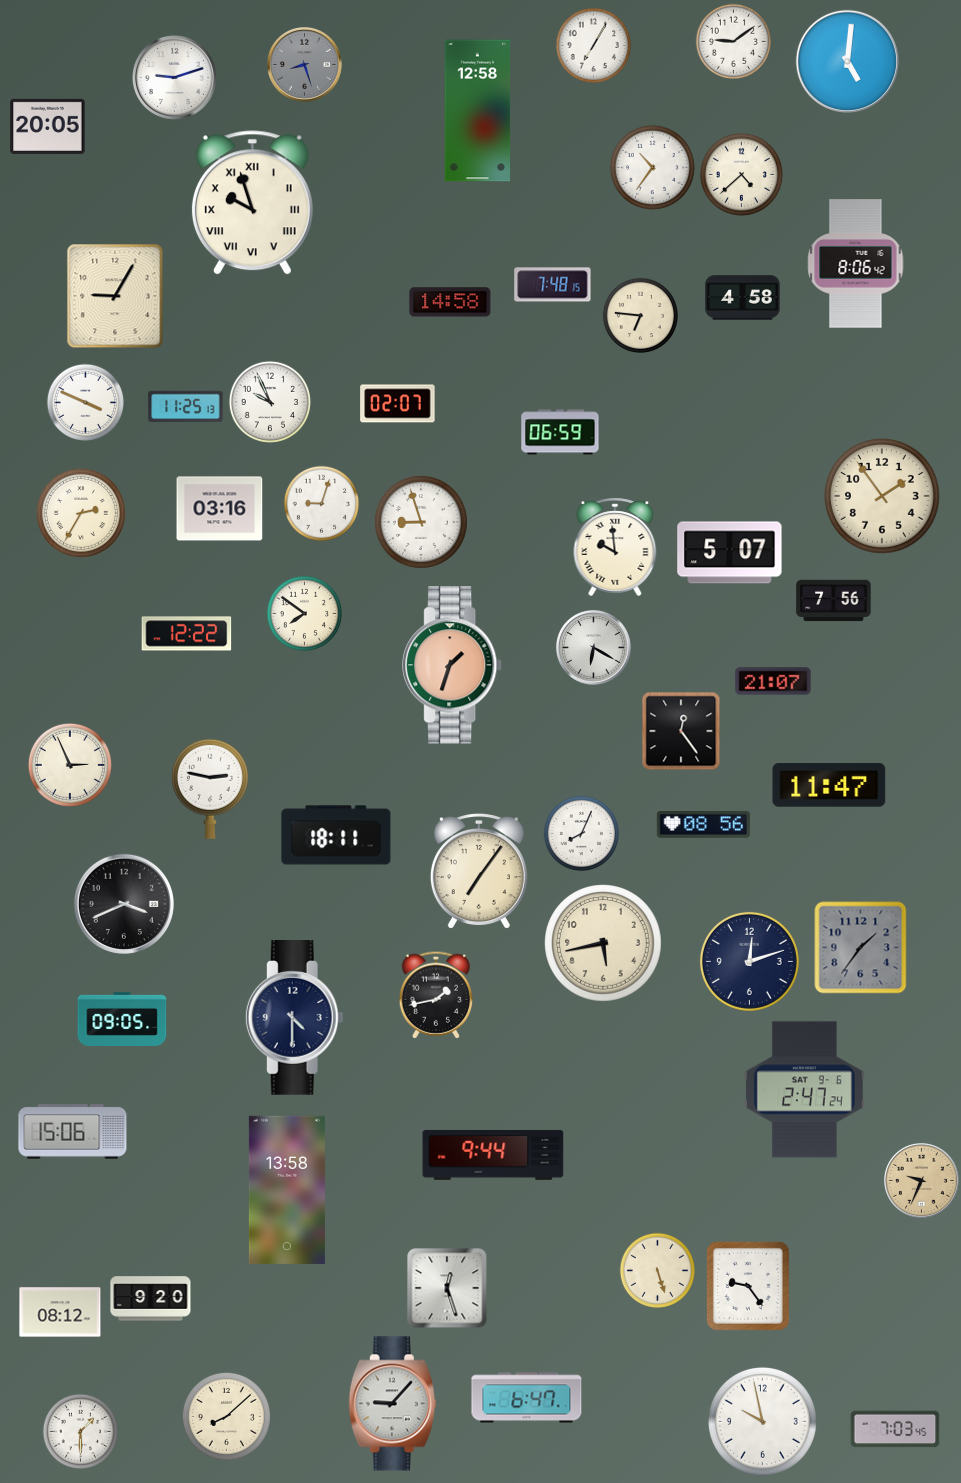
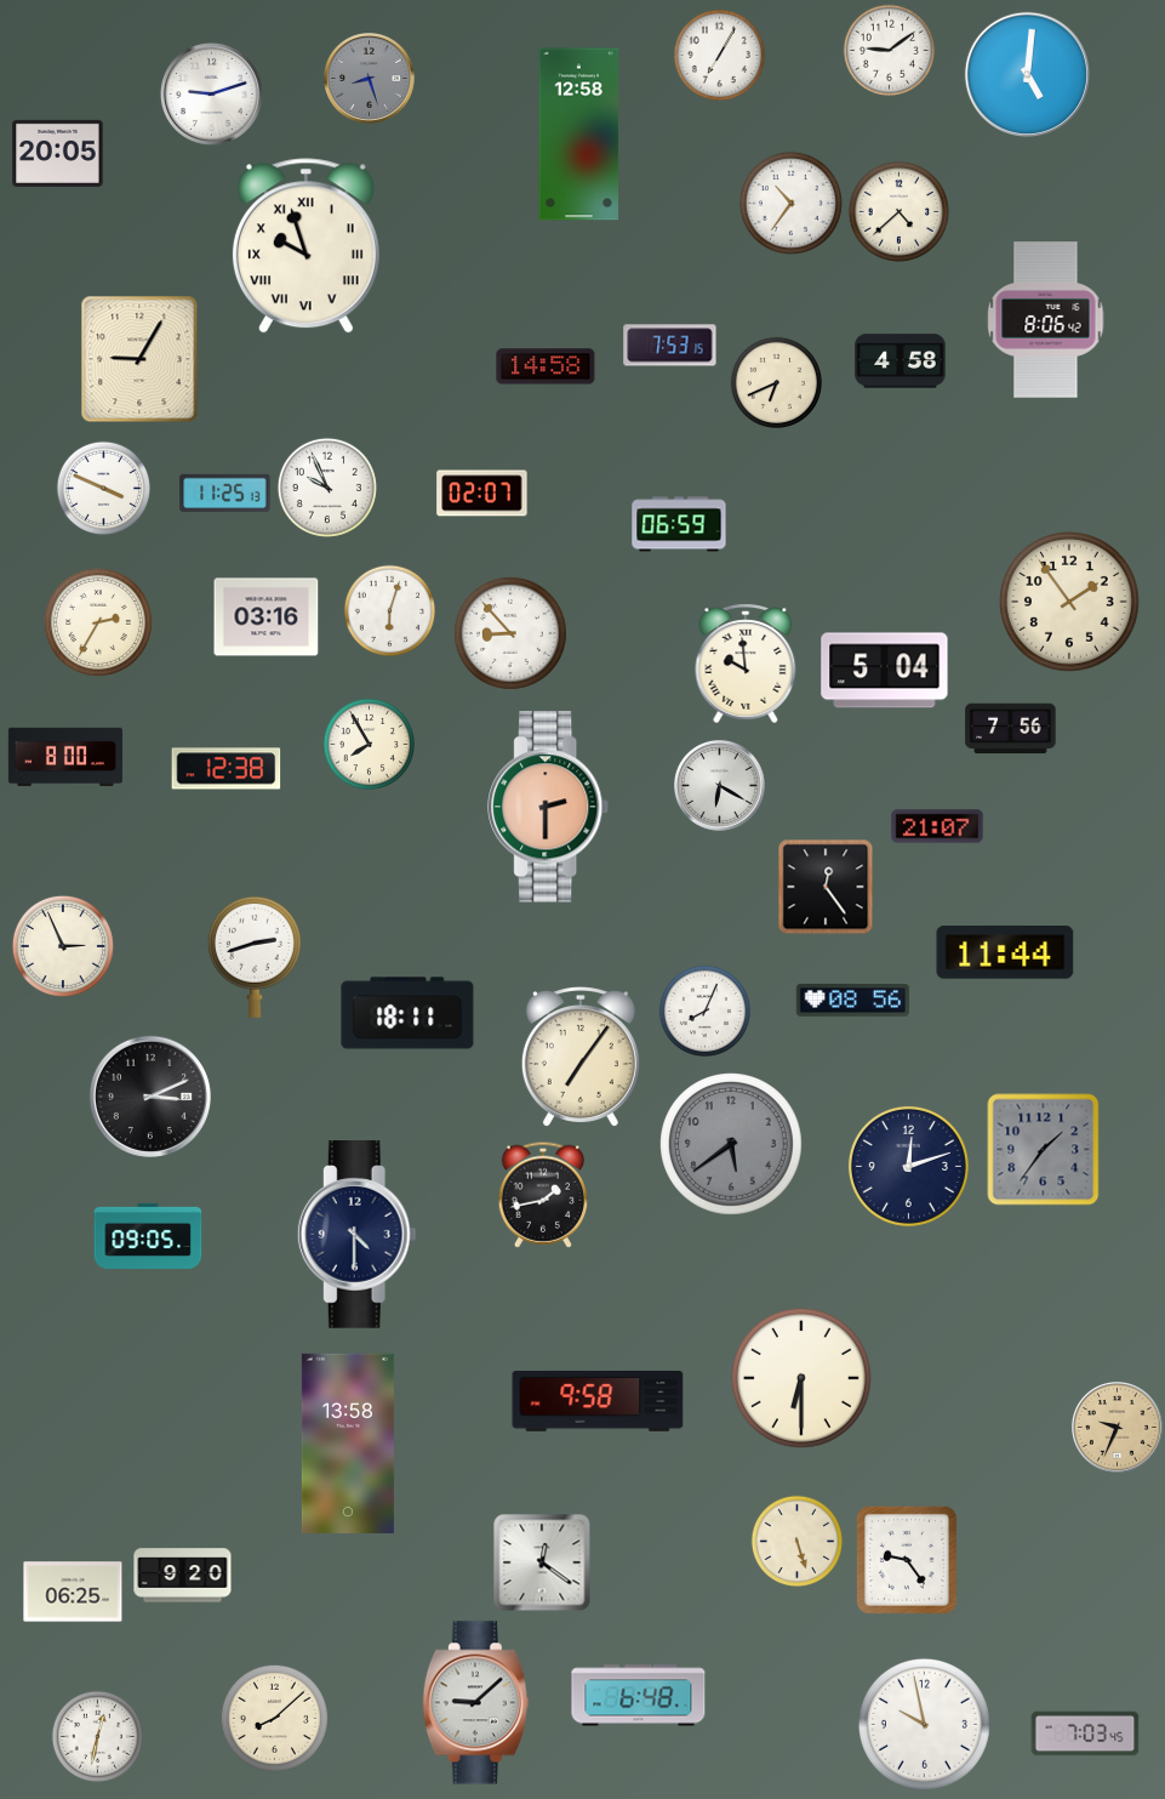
clock at (856, 264) position: (856, 264) -> (1046, 320)
clock at (553, 285): 7:48 -> 7:53
clock at (640, 315): 6:46 -> 6:41
clock at (398, 404) position: (398, 404) -> (482, 494)
clock at (321, 503): 9:03 -> 6:03
clock at (421, 522): 8:57 -> 8:53
clock at (730, 553): 5:07 -> 5:04
clock at (304, 613): 7:51 -> 7:55
clock at (65, 756): none -> 8:00
clock at (187, 634): 12:22 -> 12:38
clock at (453, 665): 1:33 -> 2:30
clock at (70, 765) position: (70, 765) -> (63, 946)
clock at (829, 785): 11:47 -> 11:44
clock at (210, 789): 2:47 -> 2:42
clock at (124, 904): 3:41 -> 3:11
clock at (604, 944): 5:43 -> 5:39
clock at (604, 944) dial: cream -> grey
clock at (436, 995) position: (436, 995) -> (543, 1195)
clock at (804, 1090): 2:47 -> none
clock at (73, 1132): 15:06 -> none
clock at (803, 1379): none -> 6:30
clock at (493, 1155): 9:44 -> 9:58
clock at (922, 1181) position: (922, 1181) -> (1118, 1428)
clock at (447, 1288): 12:27 -> 12:21
clock at (60, 1312): 08:12 -> 06:25
clock at (527, 1398): 6:47 -> 6:48
clock at (392, 1404): 9:07 -> 9:08
clock at (80, 1431): 1:30 -> 12:32
